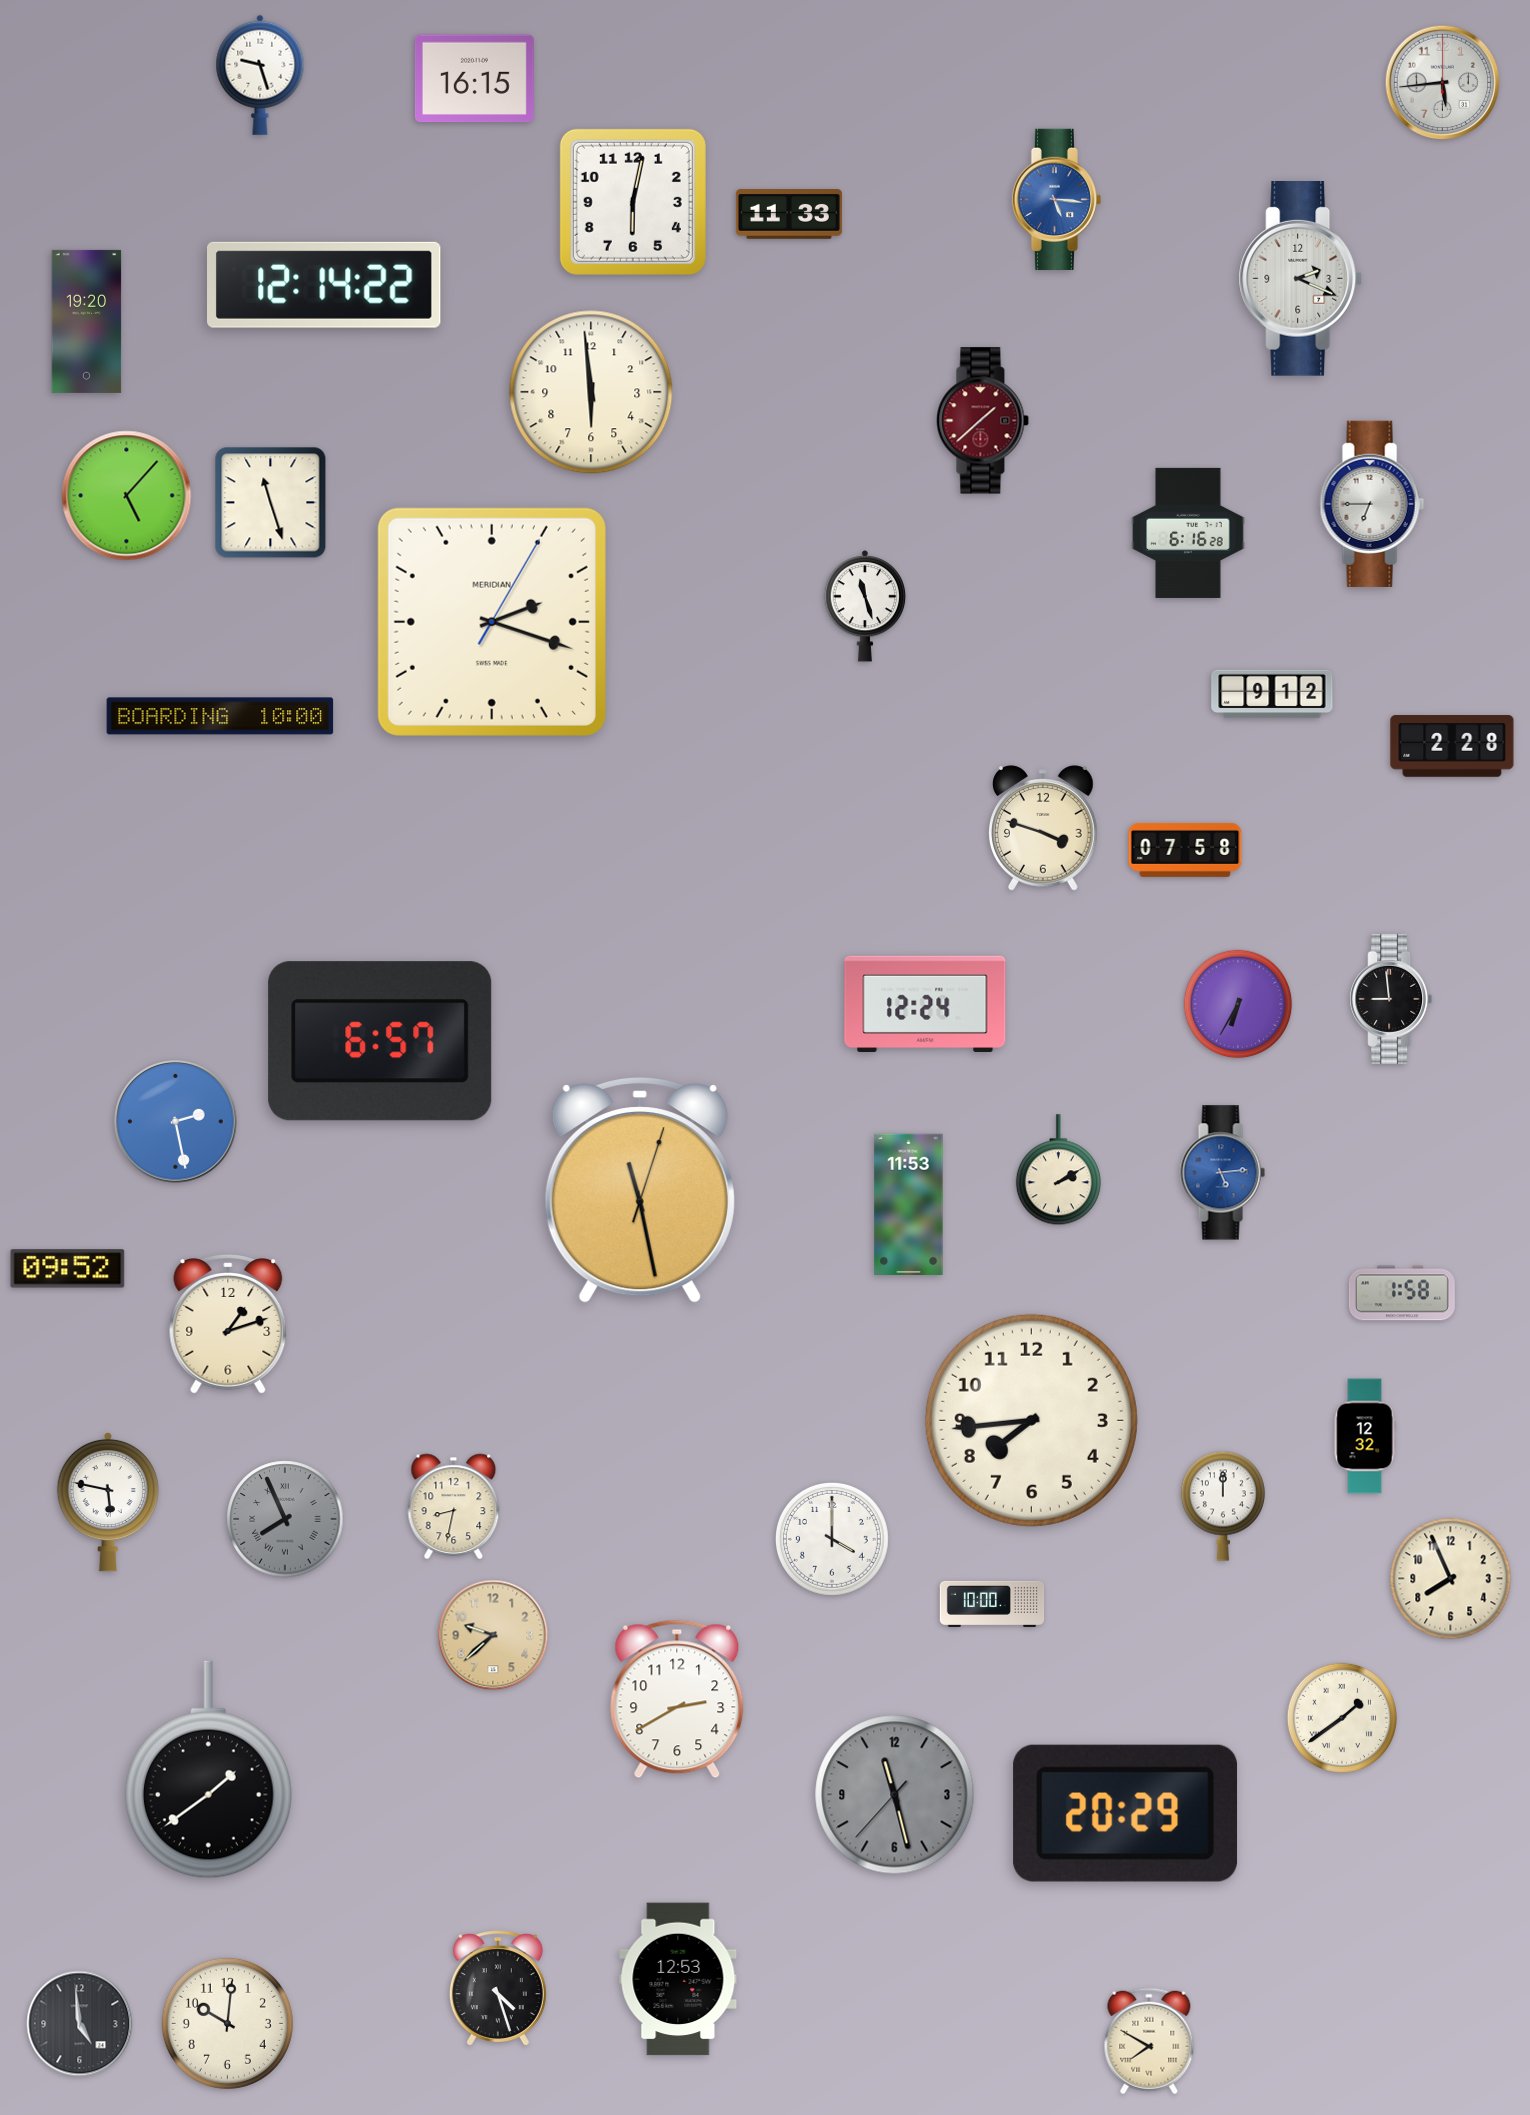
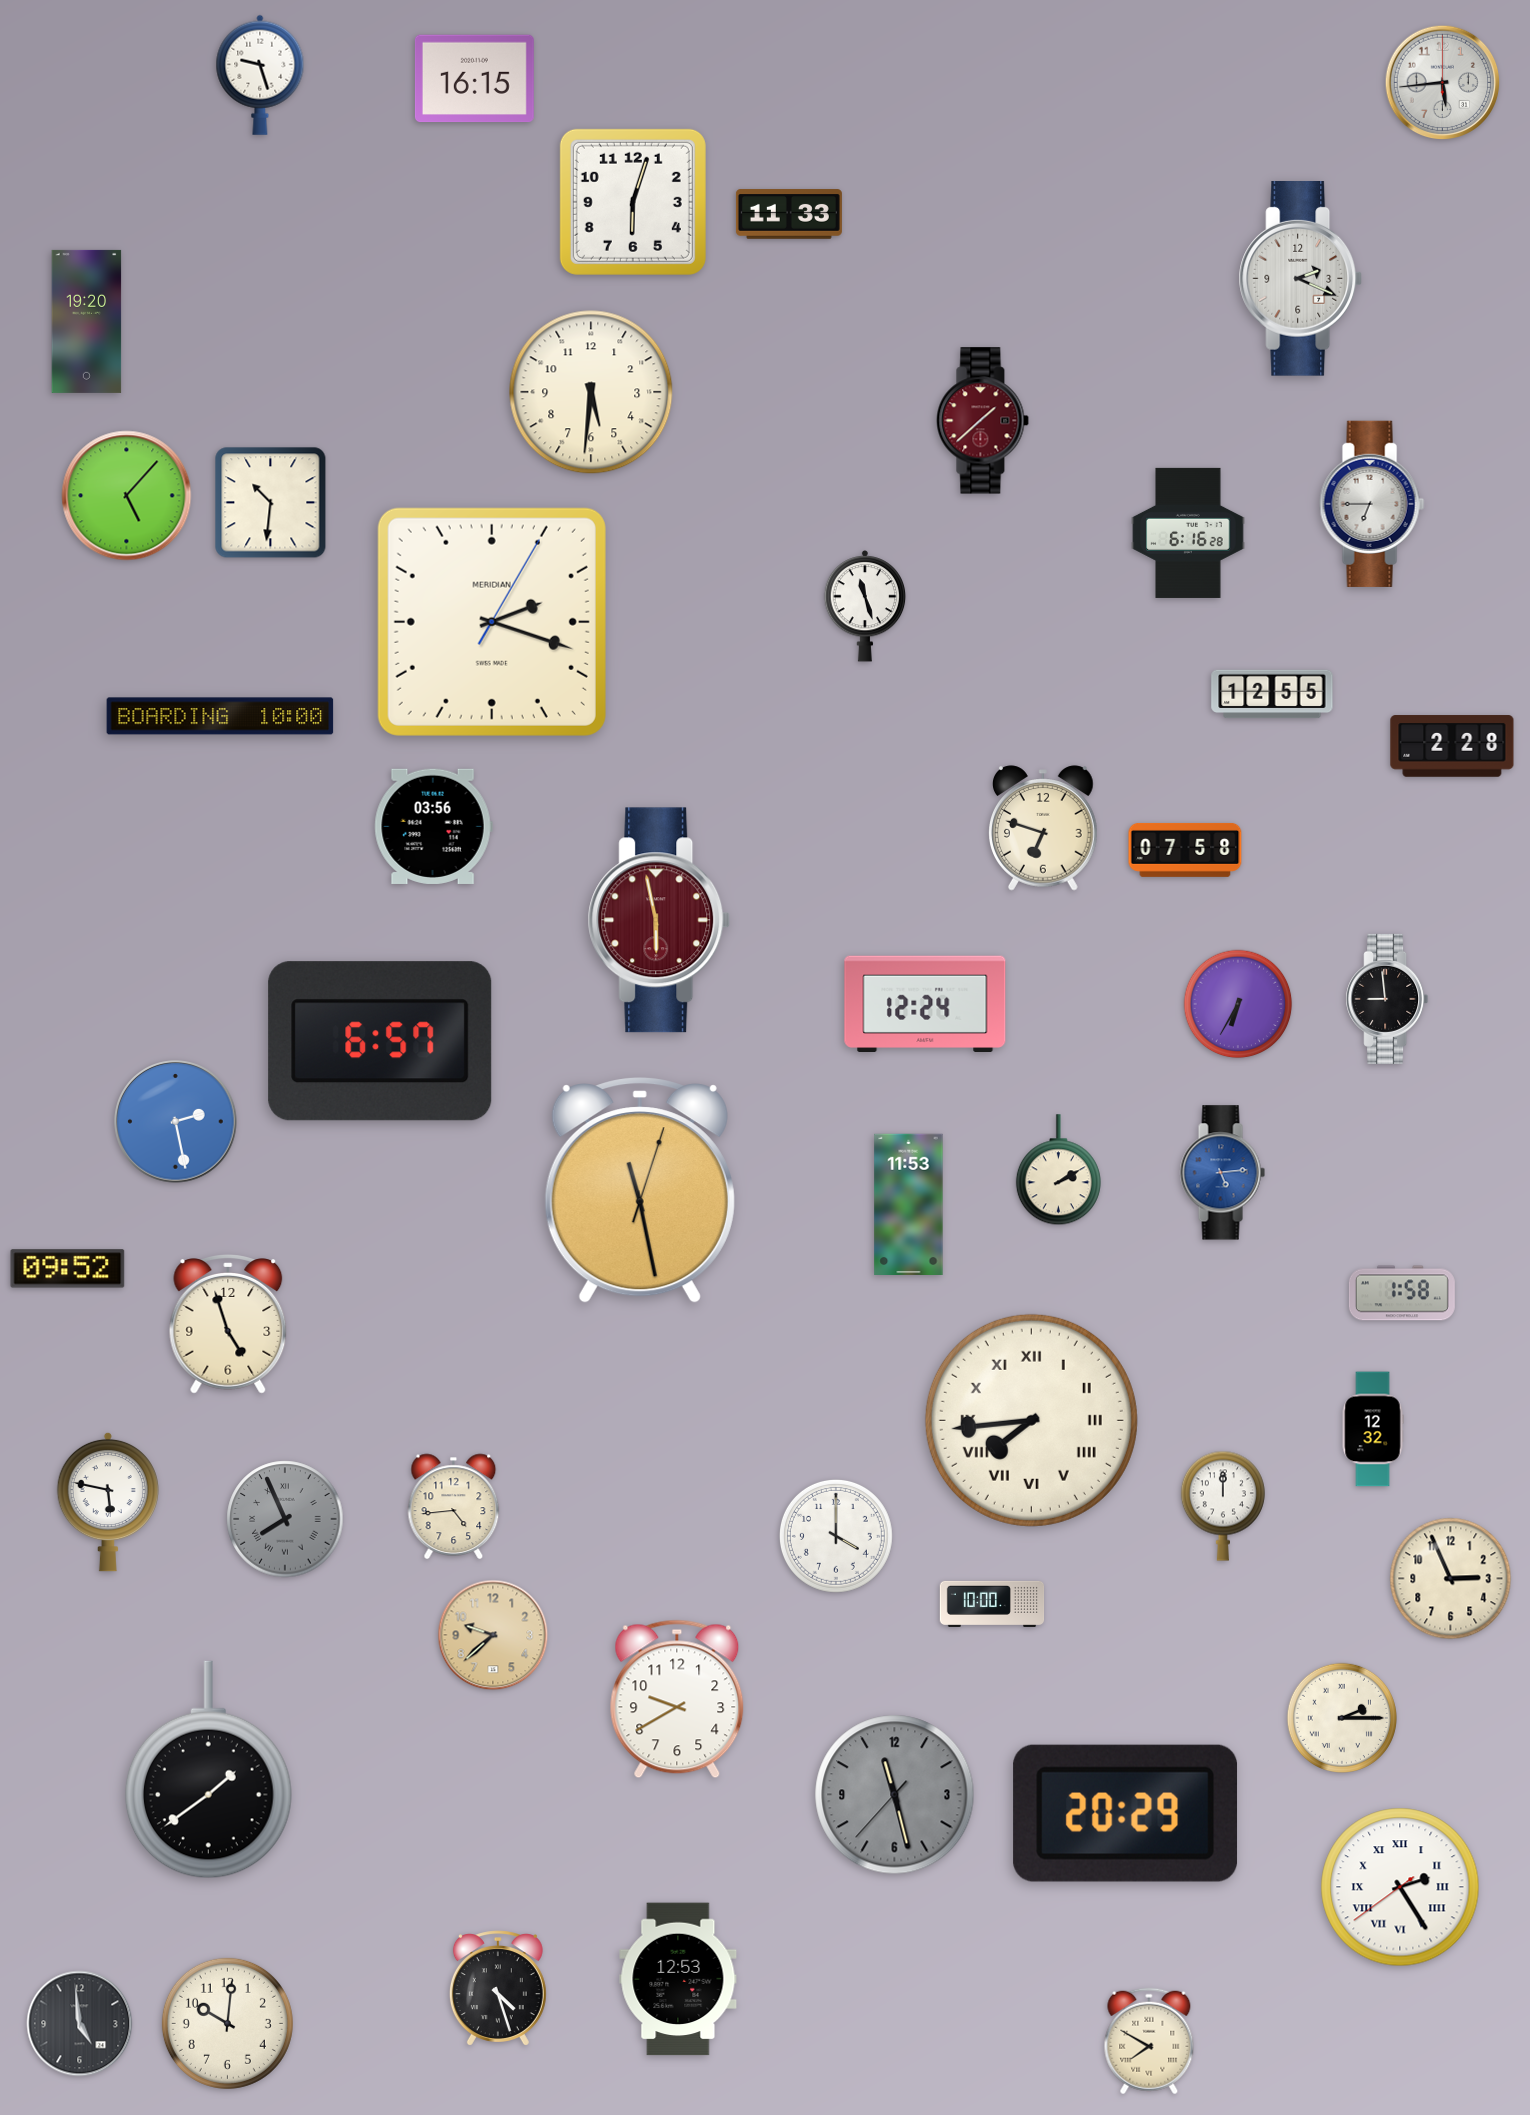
clock at (1056, 199): 5:16 -> none
clock at (633, 202): 6:02 -> 6:03
clock at (325, 285): 12:14 -> none
clock at (591, 392): 5:59 -> 5:31
clock at (271, 503): 11:27 -> 10:31
clock at (1272, 694): 9:12 -> 12:55
clock at (433, 826): none -> 03:56
clock at (1044, 828): 3:48 -> 6:48
clock at (659, 920): none -> 5:58
clock at (1391, 999) position: (1391, 999) -> (1387, 999)
clock at (228, 1324): 1:12 -> 4:57
clock at (1031, 1420) numerals: Arabic -> Roman
clock at (1365, 1436) position: (1365, 1436) -> (1373, 1429)
clock at (454, 1507): 8:32 -> 4:44
clock at (832, 1539) position: (832, 1539) -> (836, 1536)
clock at (1451, 1579): 7:56 -> 2:56
clock at (677, 1699): 2:40 -> 9:40
clock at (1342, 1718): 1:39 -> 2:15
clock at (1400, 1887): none -> 2:24
